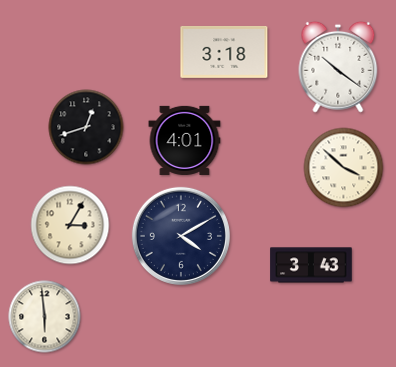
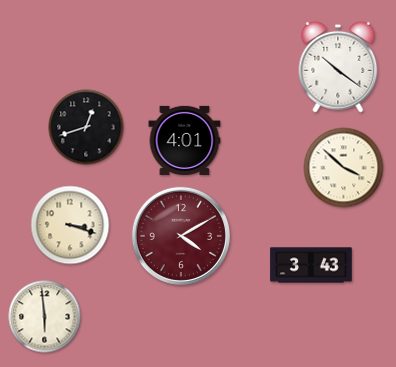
clock at (224, 52): 3:18 -> none
clock at (70, 225): 3:05 -> 3:18
clock at (181, 236) dial: navy -> burgundy
